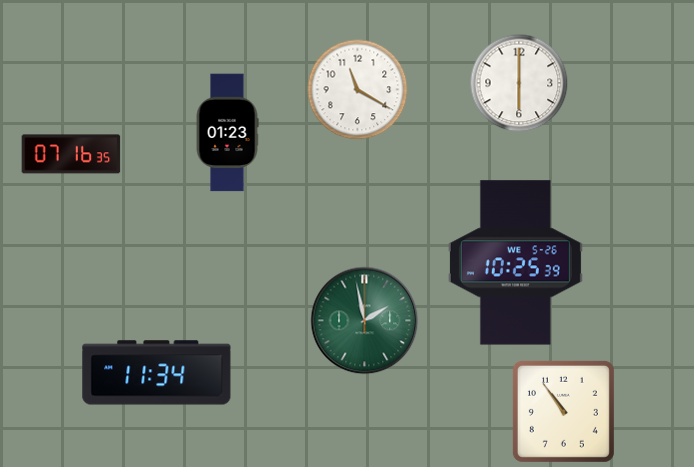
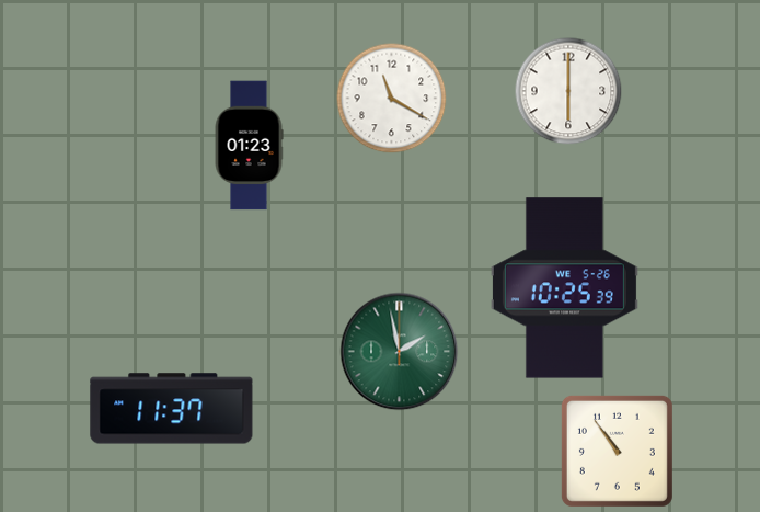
clock at (71, 154): 07:16 -> none
clock at (157, 373): 11:34 -> 11:37
